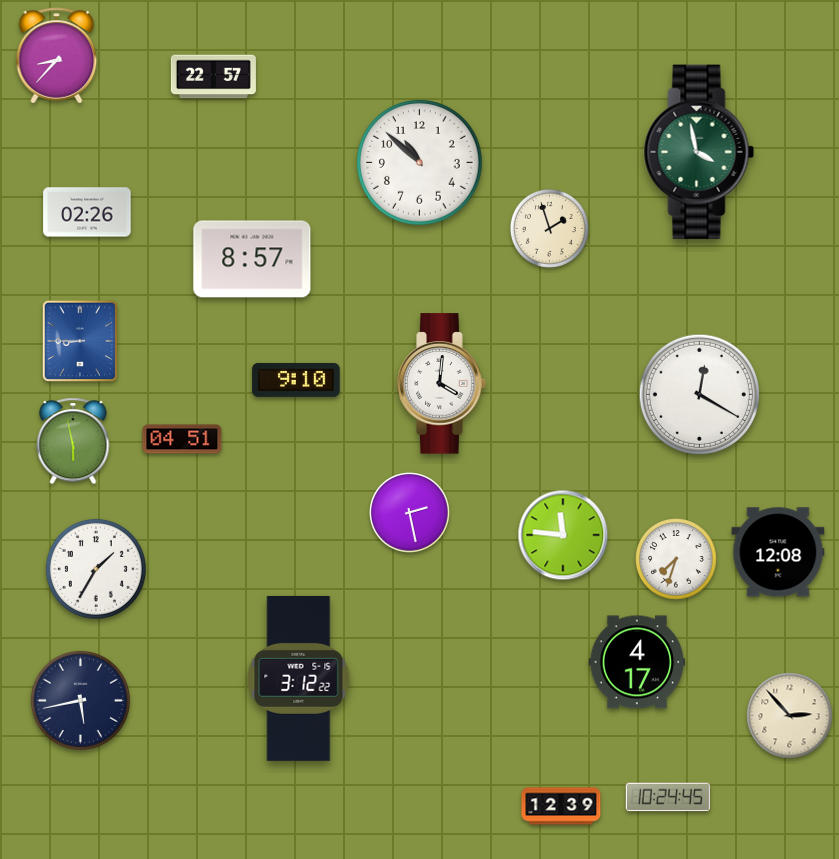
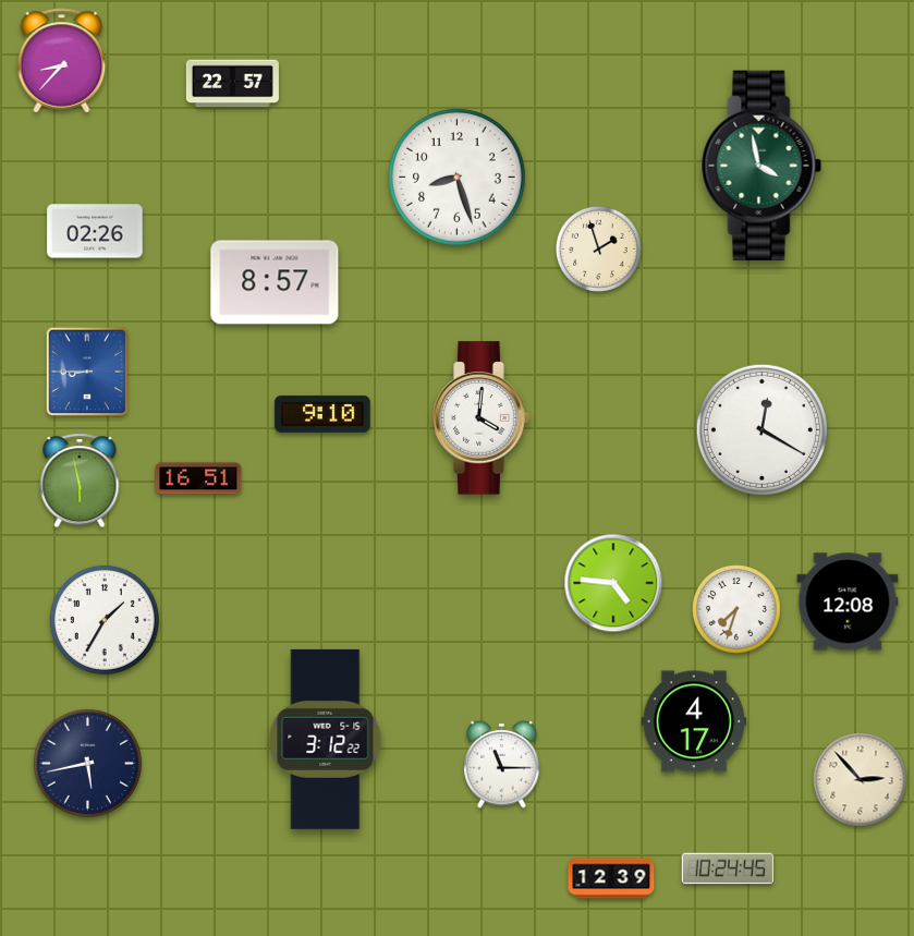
clock at (420, 163): 10:52 -> 8:27
clock at (182, 439): 04:51 -> 16:51
clock at (410, 513): 2:28 -> none
clock at (563, 535): 11:46 -> 4:46
clock at (502, 764): none -> 11:15
